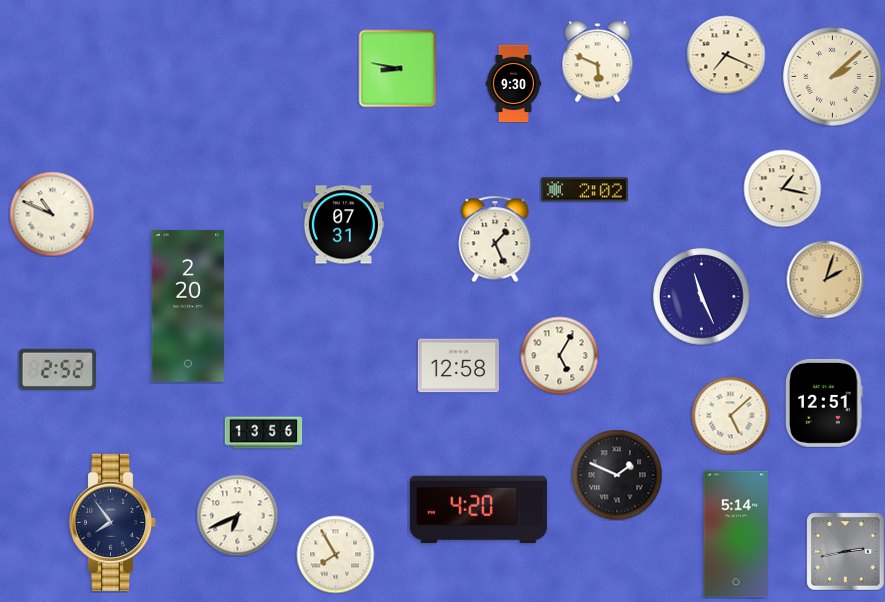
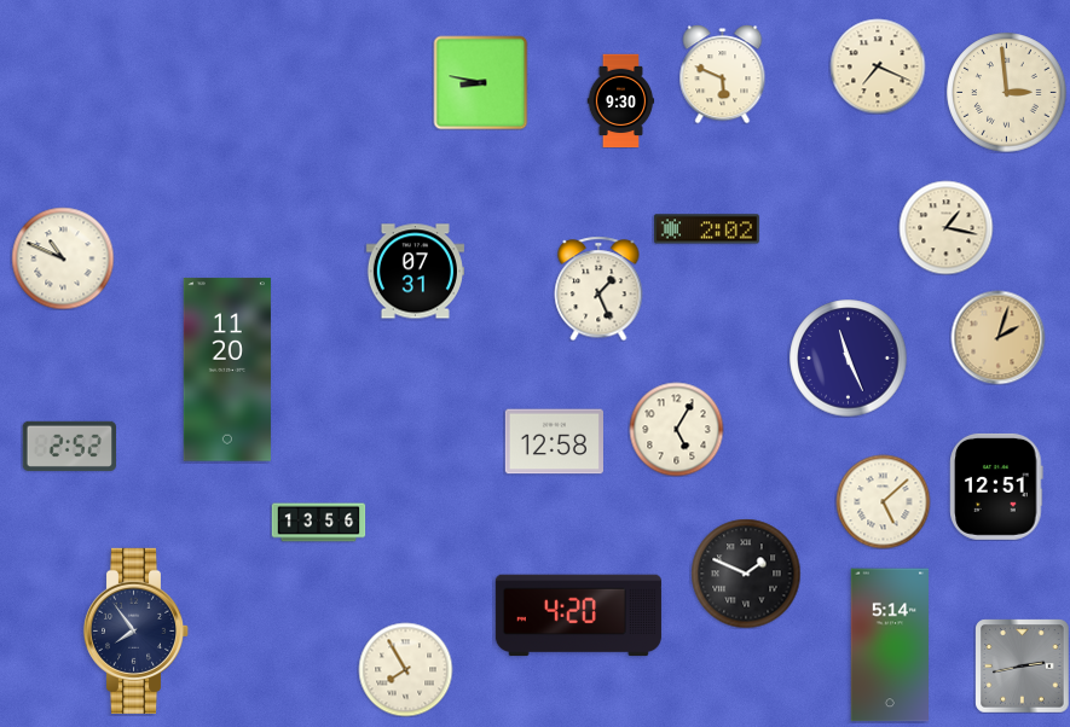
clock at (833, 77): 2:08 -> 2:59
clock at (188, 306): 2:20 -> 11:20
clock at (237, 515): 6:41 -> none
